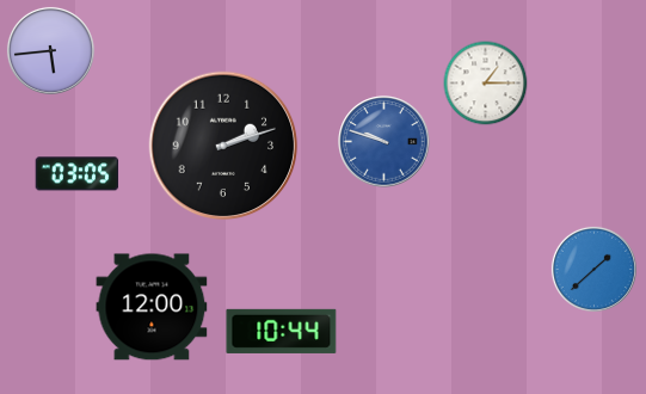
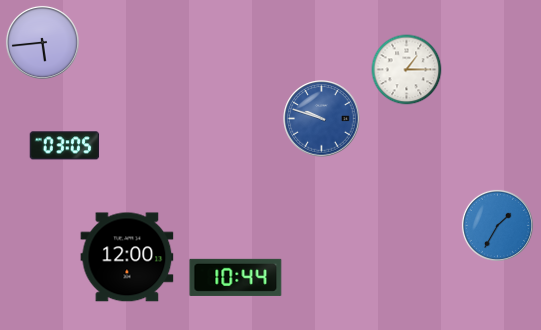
clock at (223, 146): 2:12 -> none
clock at (593, 269): 1:38 -> 1:35
